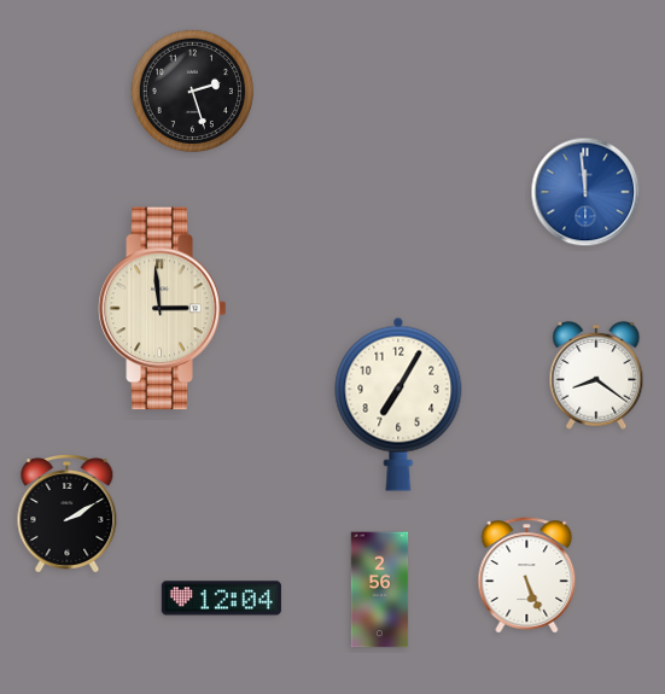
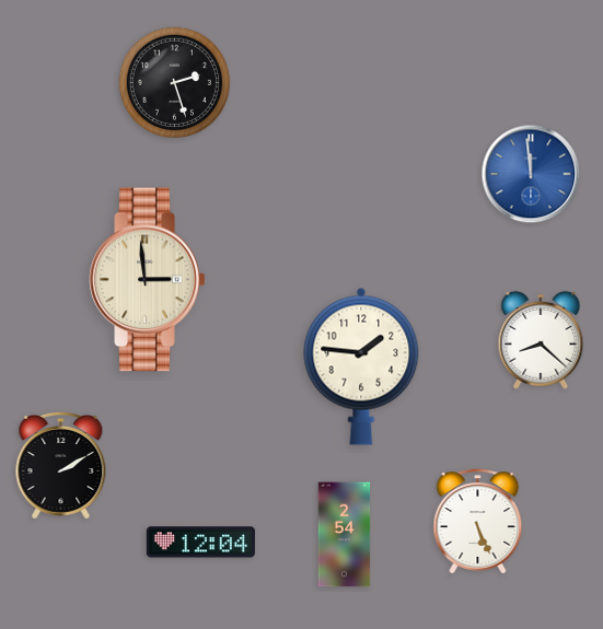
clock at (596, 375): 8:21 -> 8:22
clock at (398, 404): 7:05 -> 1:46
clock at (380, 590): 2:56 -> 2:54
